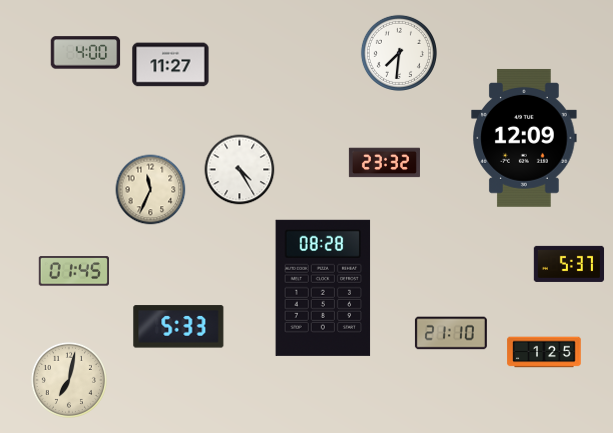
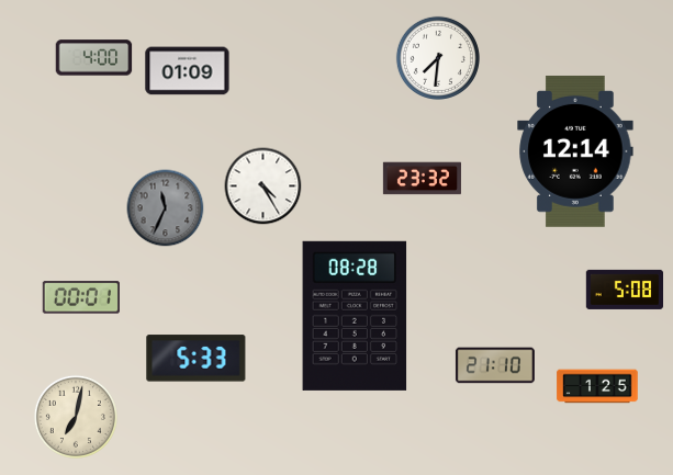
clock at (171, 65): 11:27 -> 01:09
clock at (524, 138): 12:09 -> 12:14
clock at (151, 190) dial: cream -> grey
clock at (569, 264): 5:37 -> 5:08
clock at (74, 271): 01:45 -> 00:01
